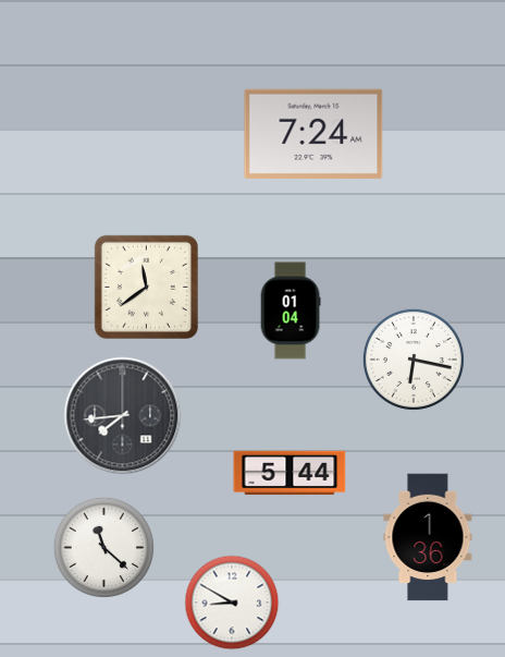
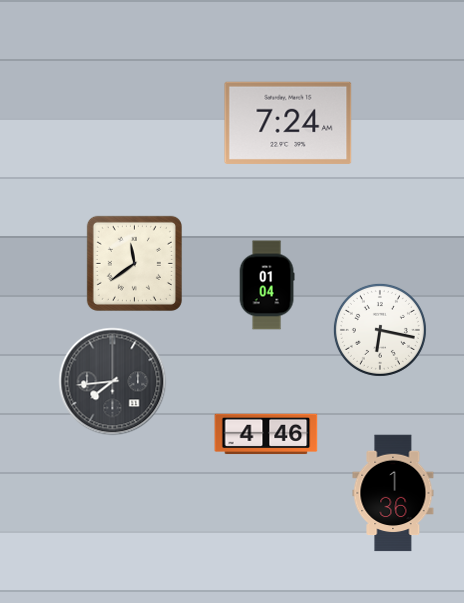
clock at (290, 473): 5:44 -> 4:46
clock at (103, 547): 11:22 -> none
clock at (232, 603): 8:50 -> none
